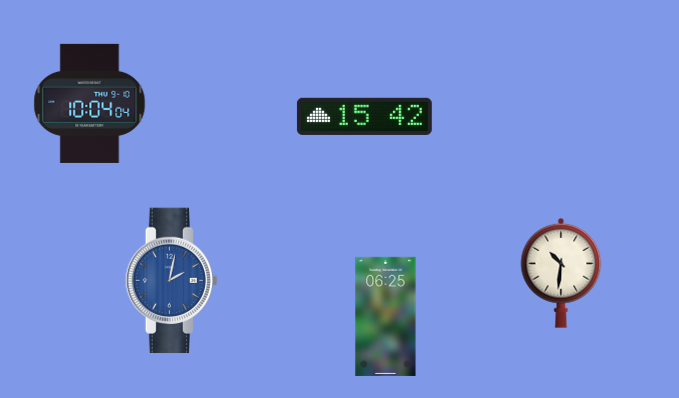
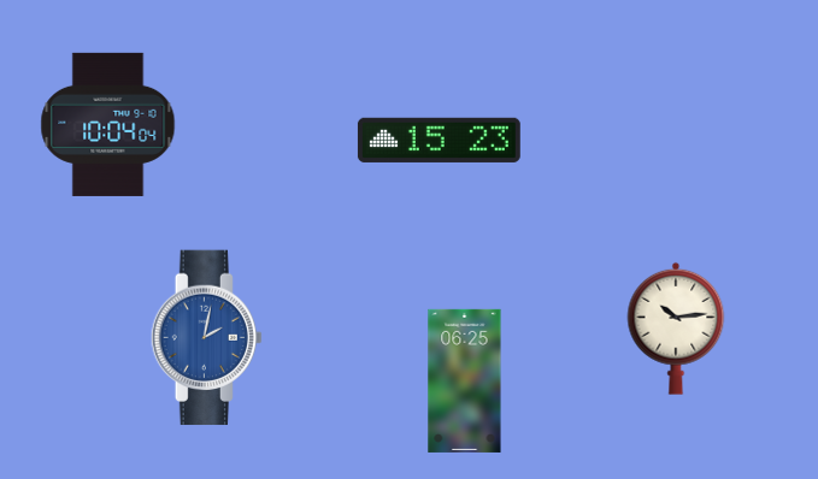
clock at (364, 116): 15:42 -> 15:23
clock at (561, 273): 10:31 -> 10:14
